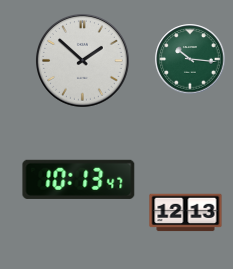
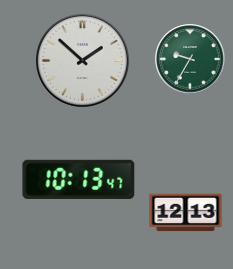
clock at (190, 59): 10:16 -> 9:35
